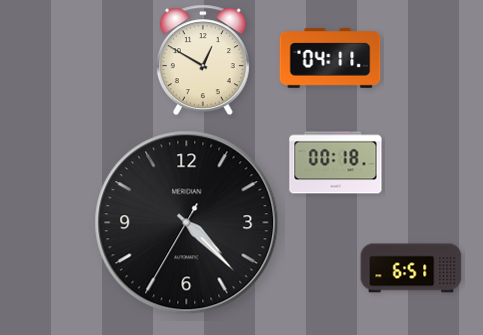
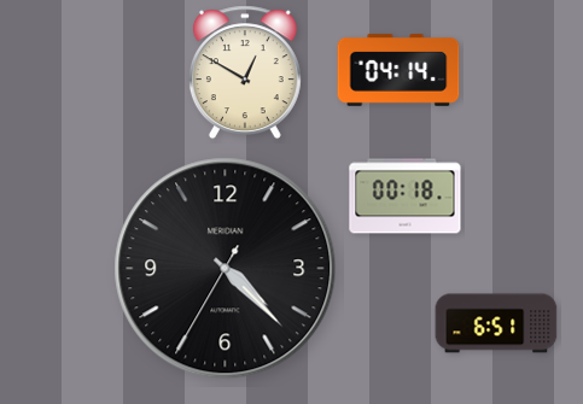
clock at (330, 58): 04:11 -> 04:14
